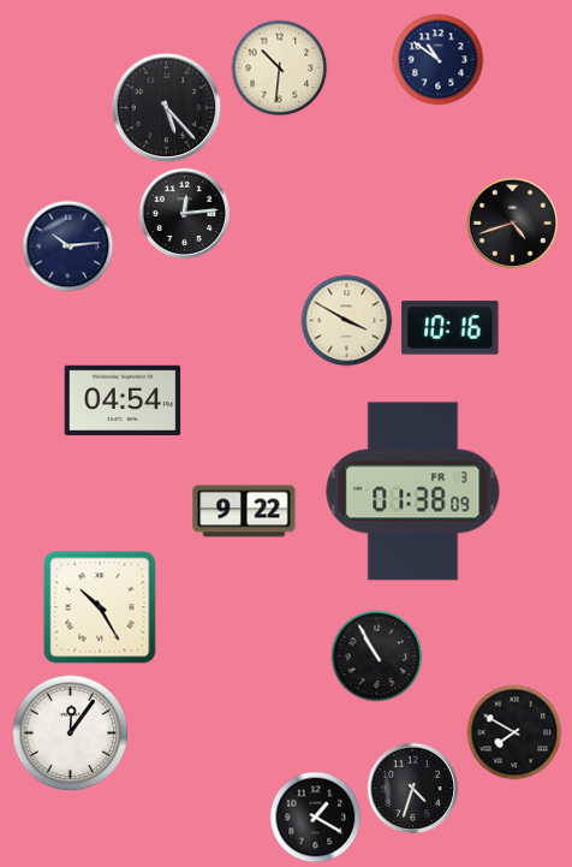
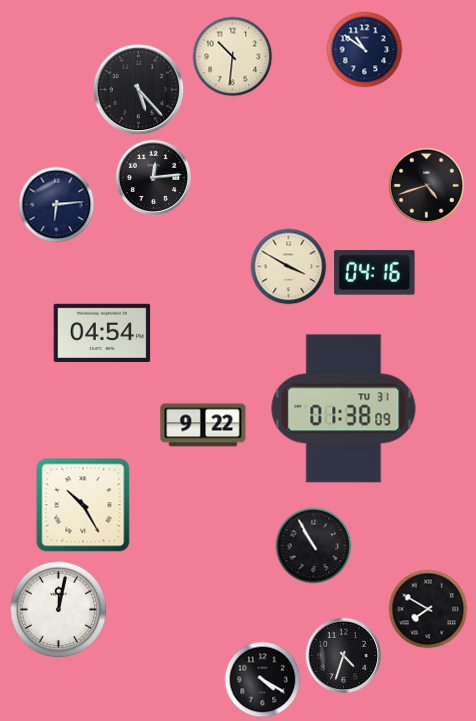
clock at (68, 247): 10:14 -> 6:14
clock at (451, 328): 10:16 -> 04:16
clock at (413, 492) date: FR 3 -> TU 31
clock at (71, 734): 12:06 -> 12:02
clock at (316, 818): 1:20 -> 4:20
